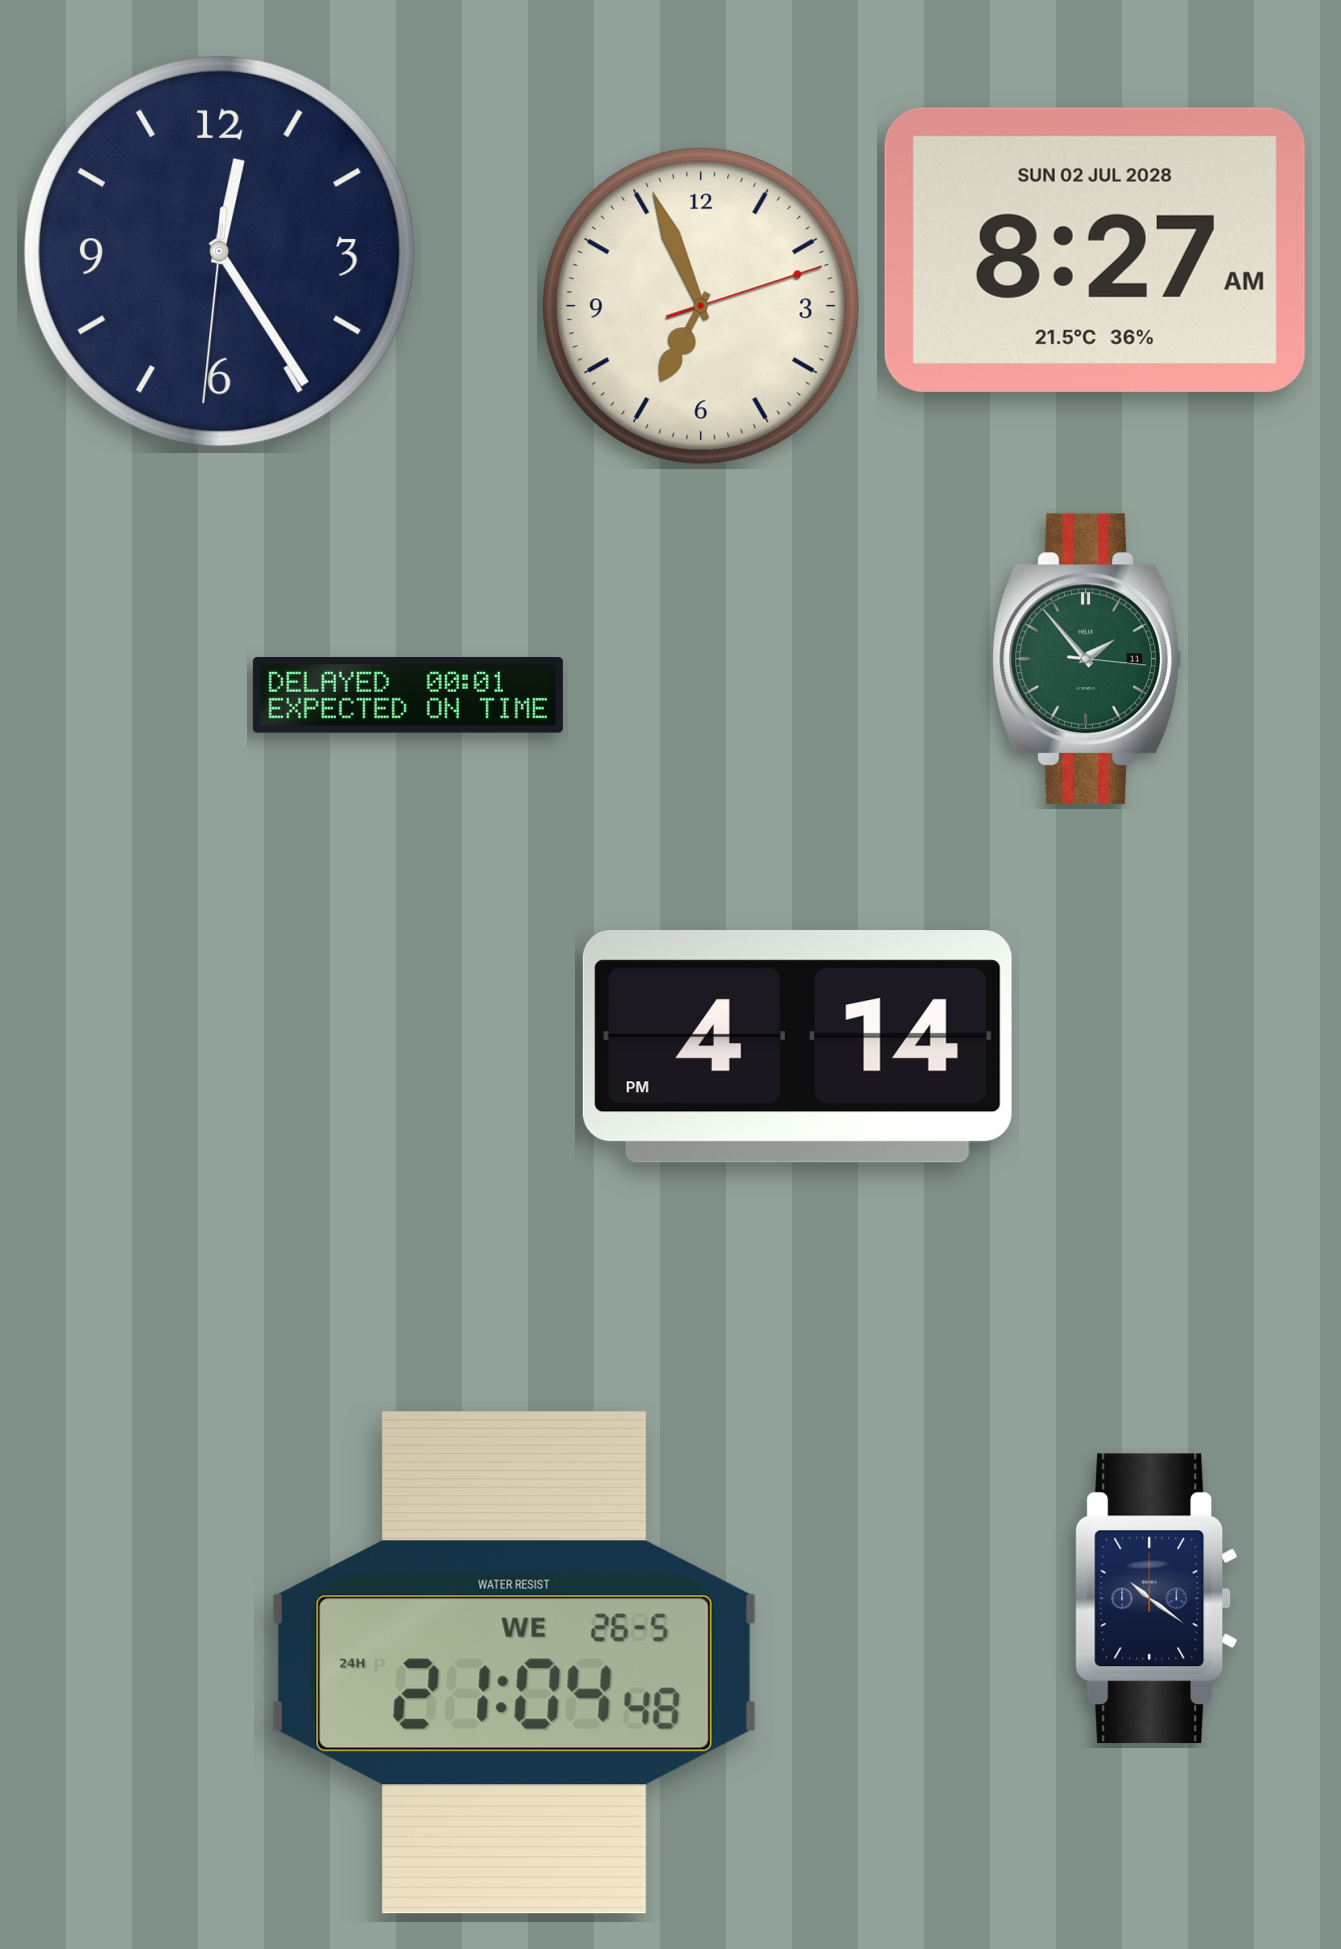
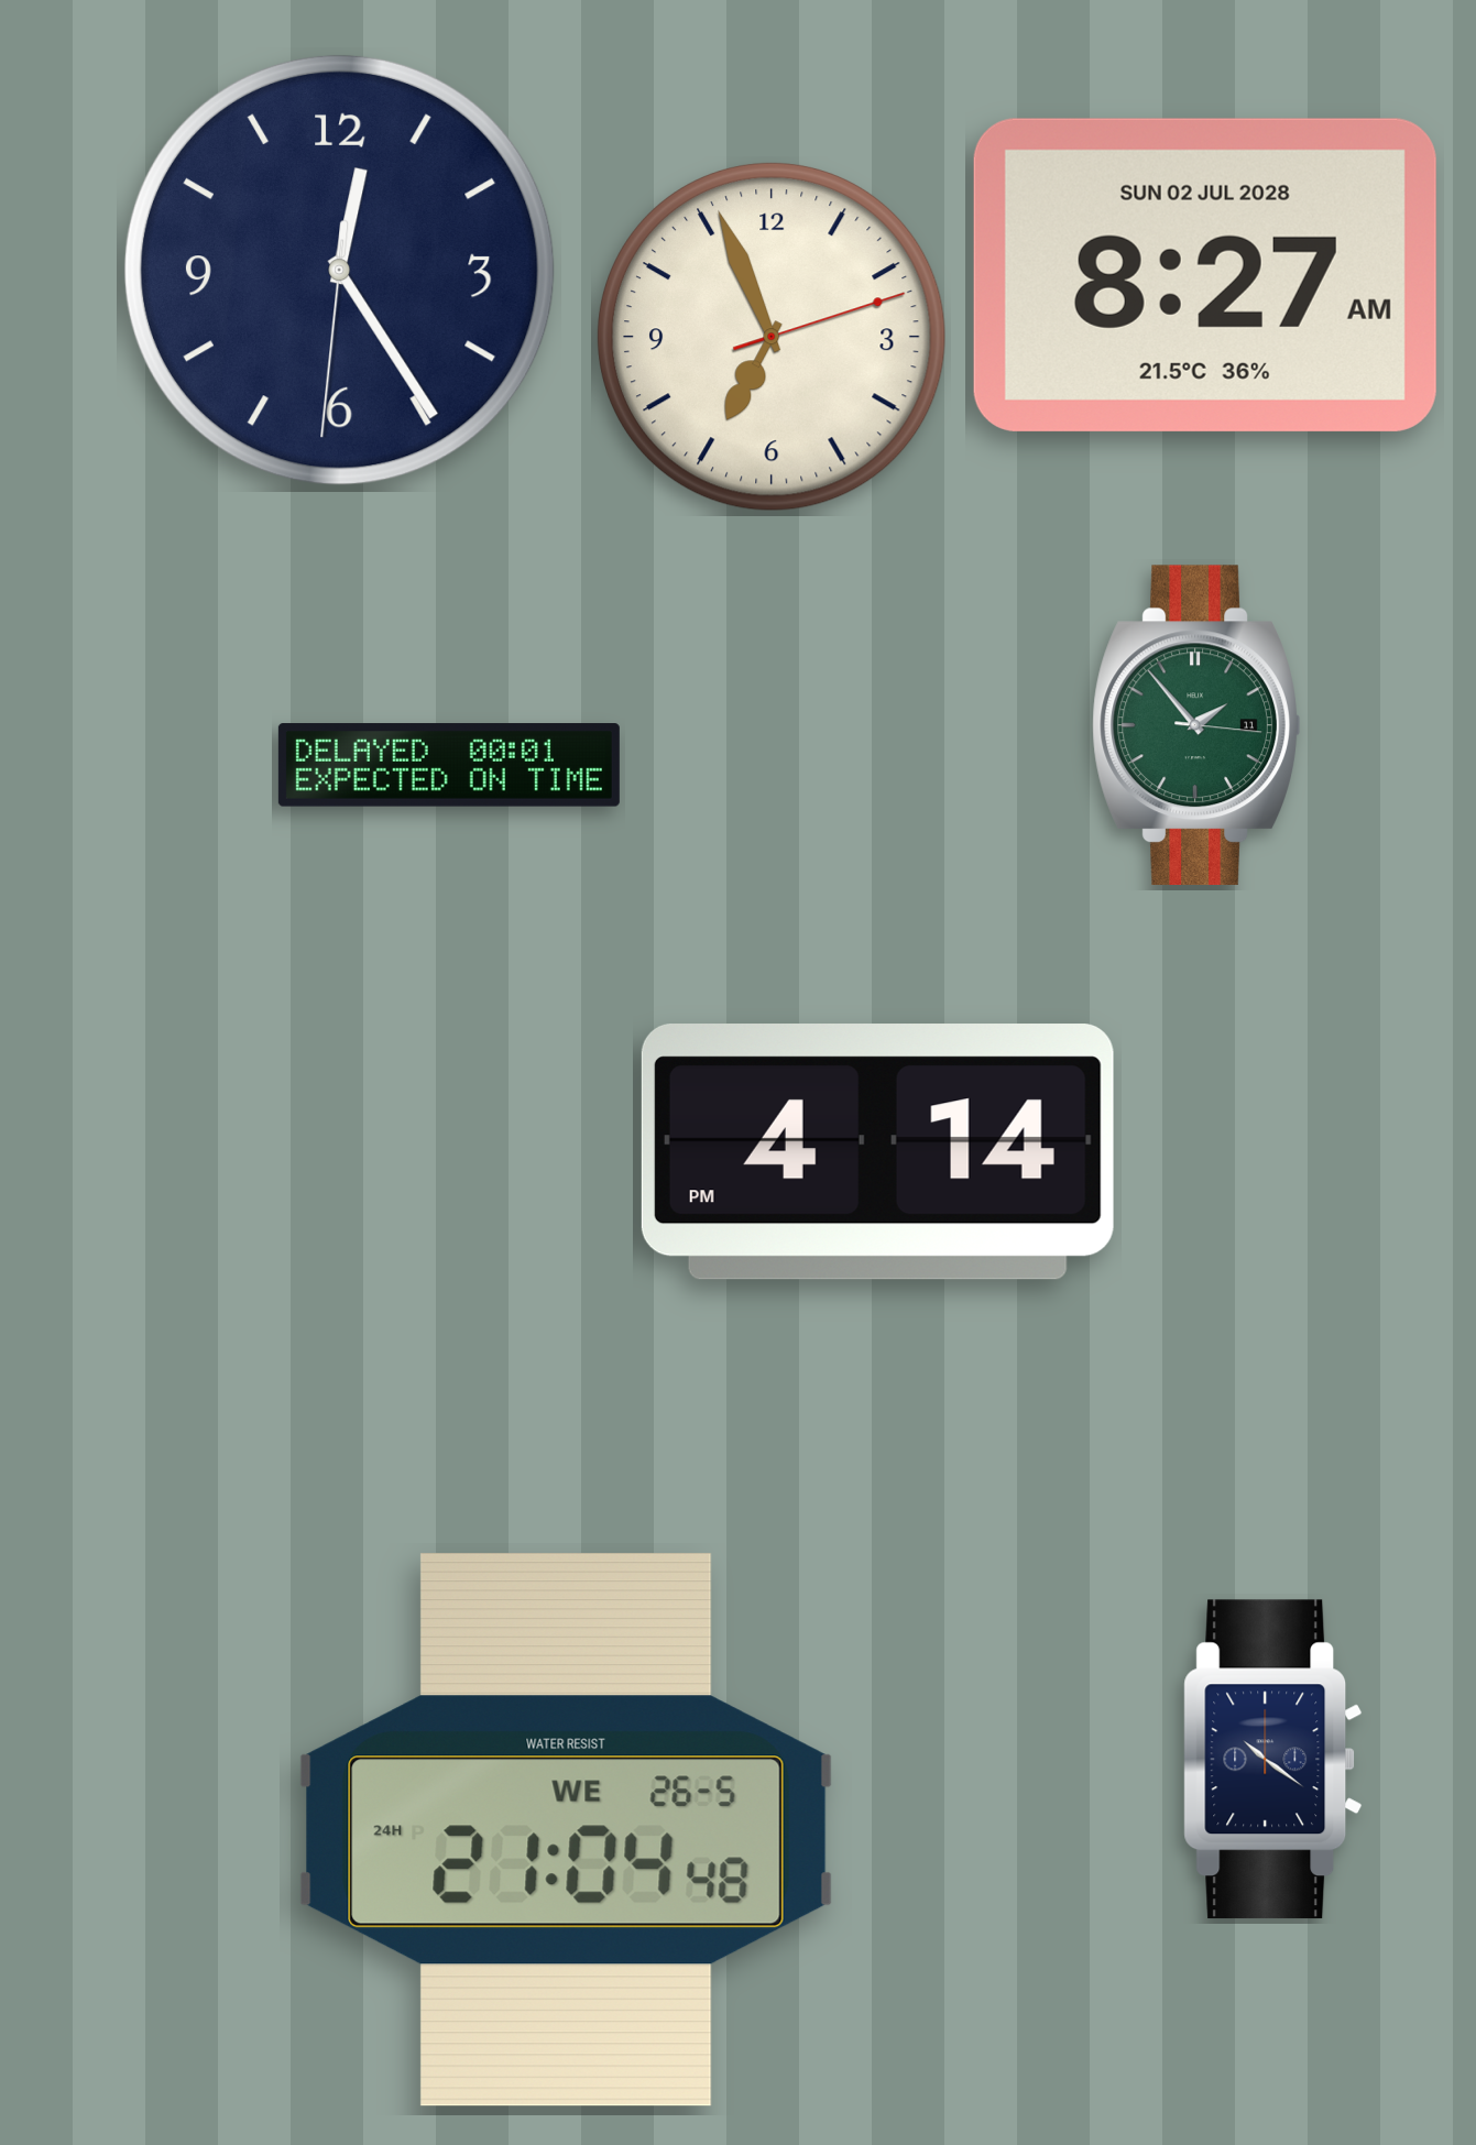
clock at (219, 251) position: (219, 251) -> (339, 270)
